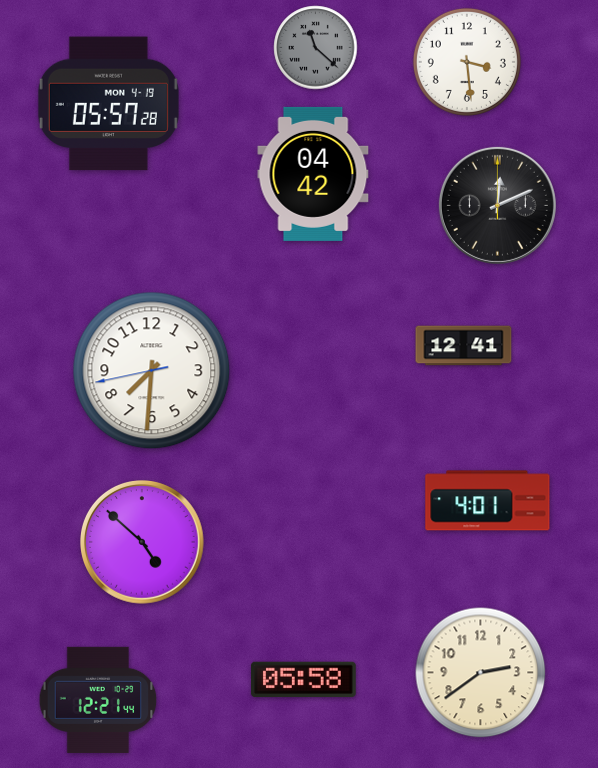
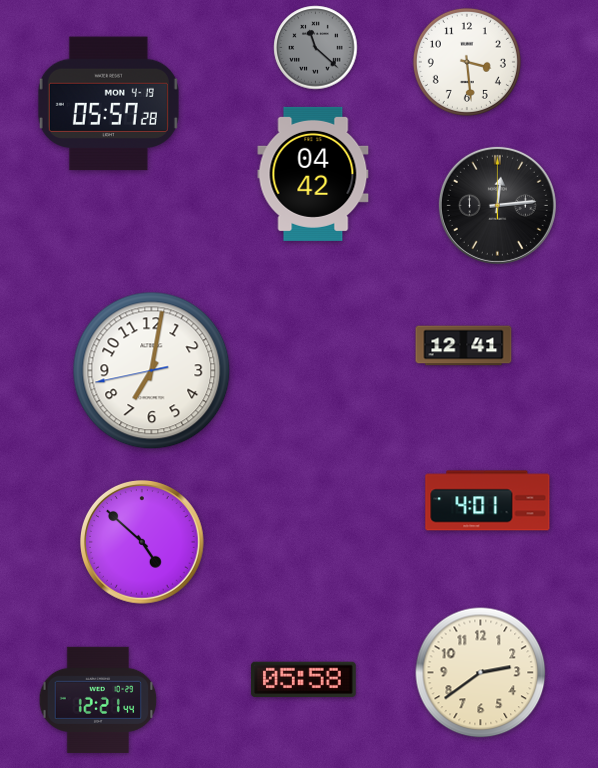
clock at (497, 205): 12:11 -> 12:14
clock at (152, 371): 7:30 -> 7:01
